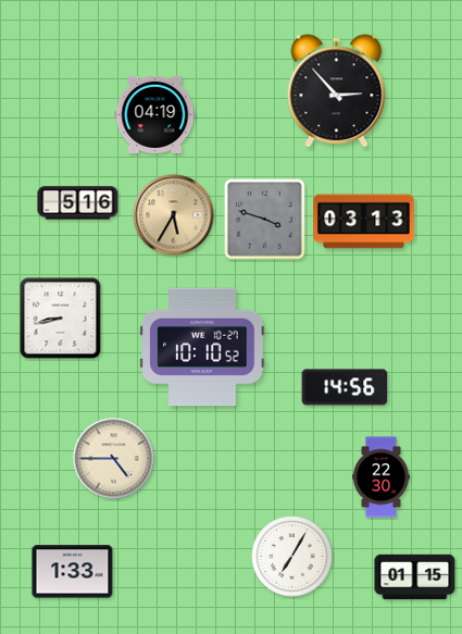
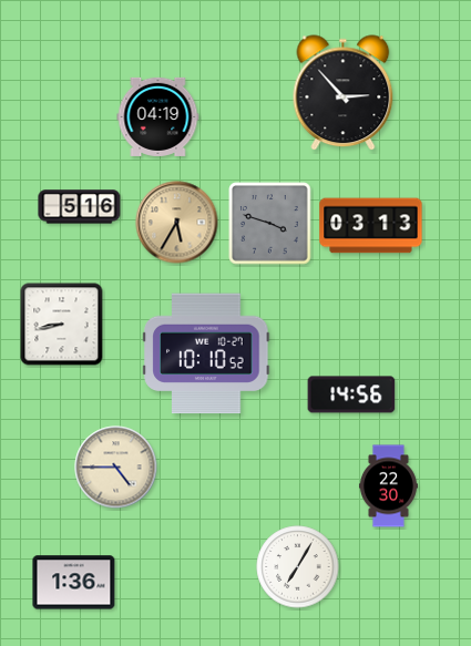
clock at (174, 215) position: (174, 215) -> (177, 223)
clock at (73, 572): 1:33 -> 1:36
clock at (415, 577): 01:15 -> none
